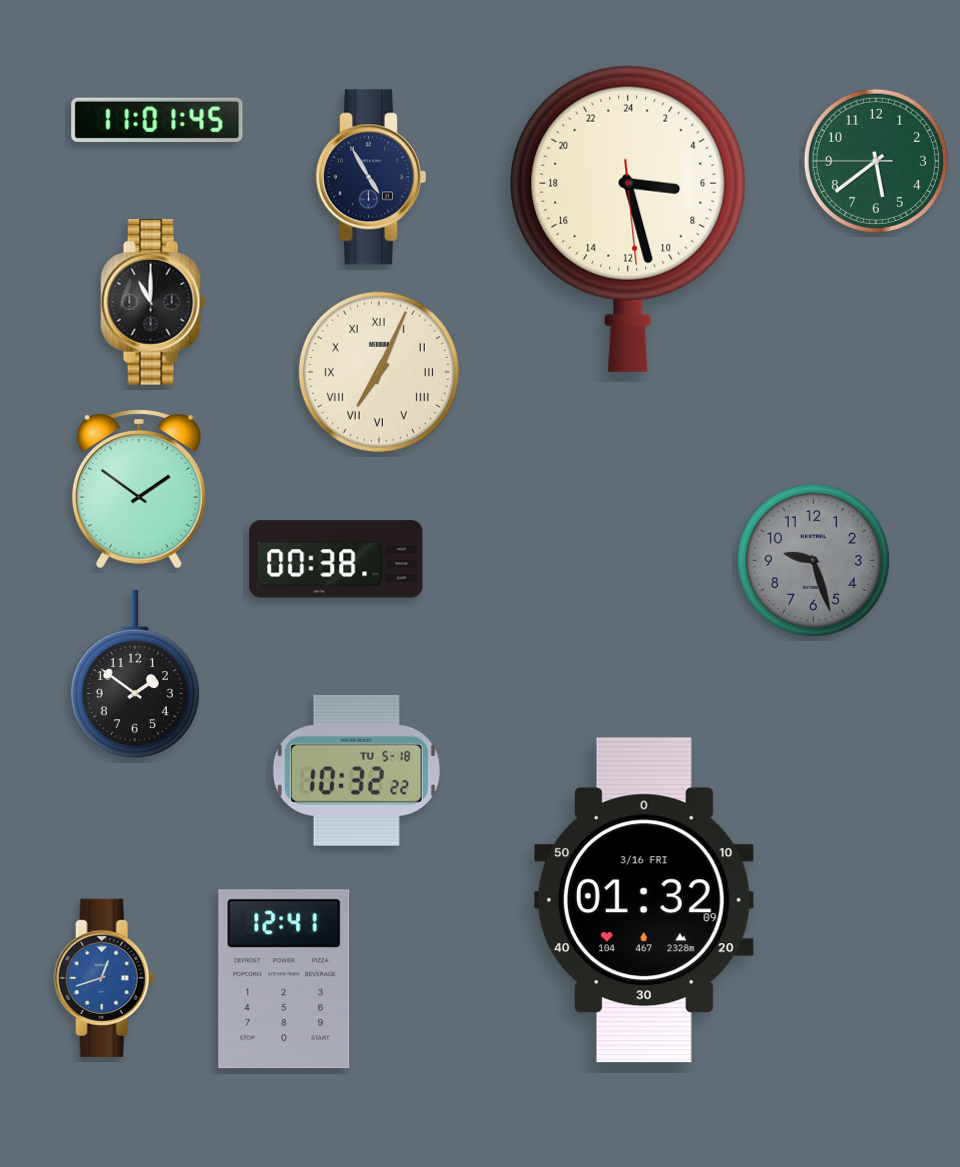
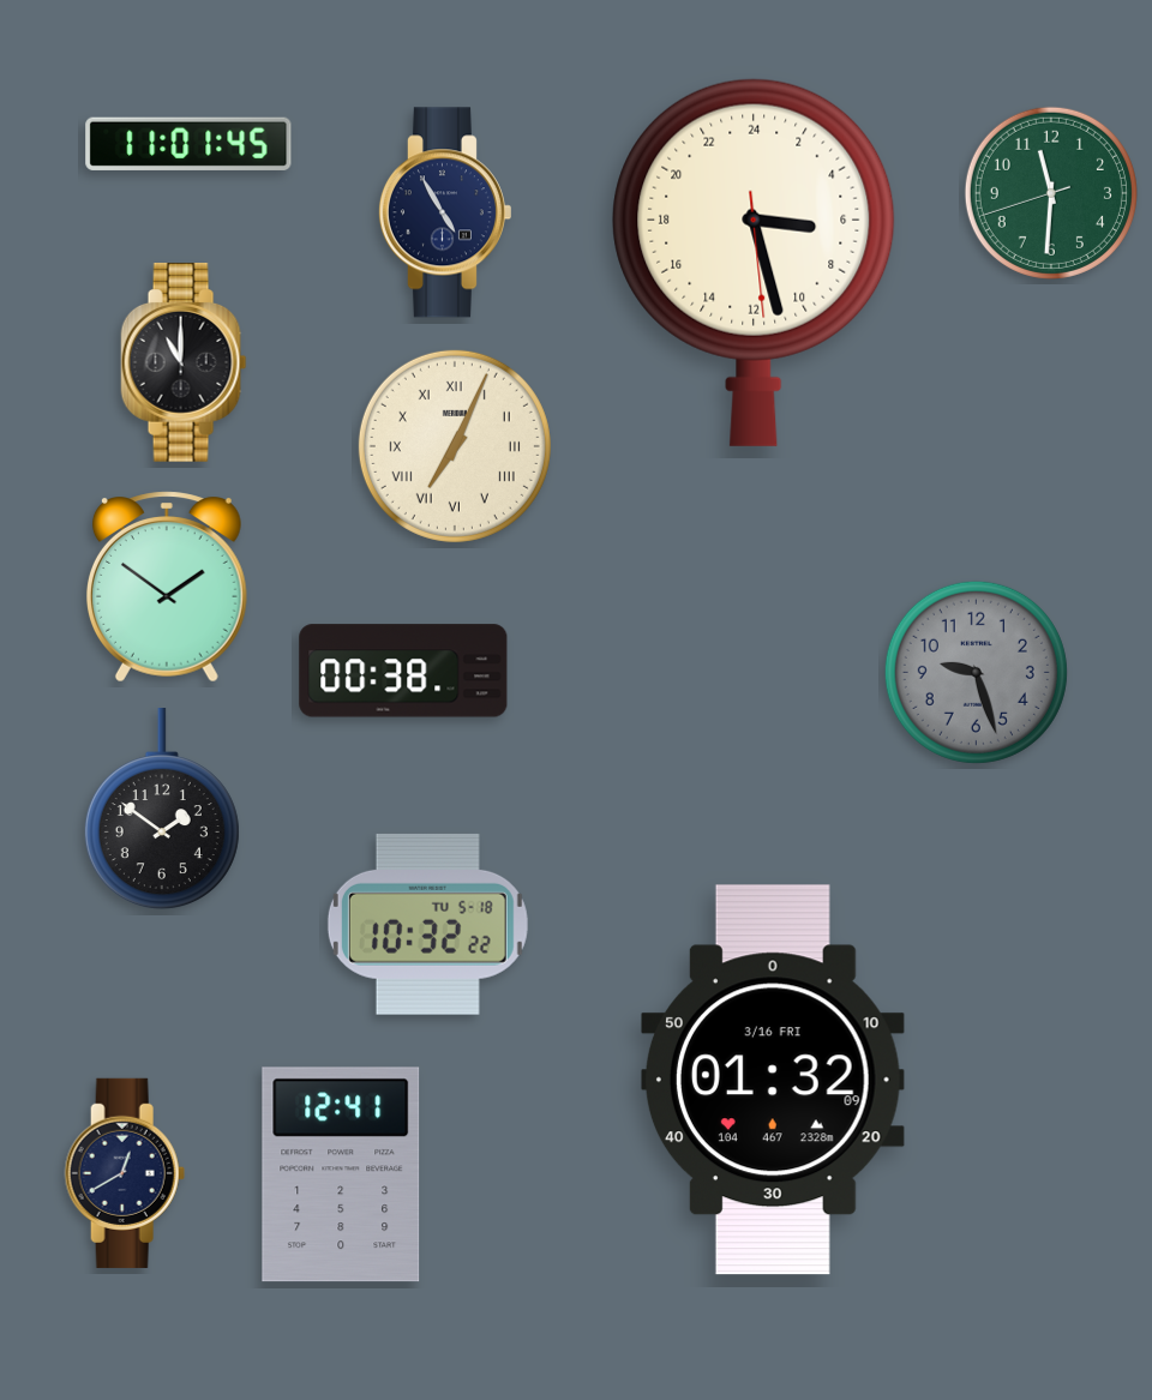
clock at (876, 161): 5:38 -> 11:30
clock at (104, 978): 12:42 -> 12:40
clock at (104, 978) dial: blue -> navy
